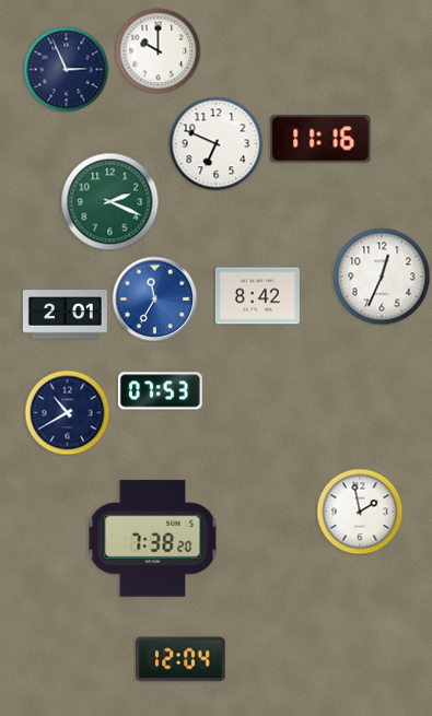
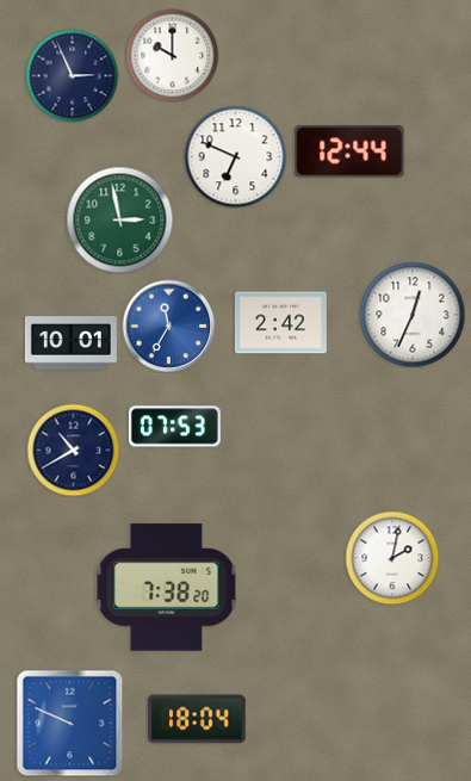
clock at (320, 139): 11:16 -> 12:44
clock at (109, 201): 2:19 -> 2:58
clock at (382, 277) position: (382, 277) -> (413, 315)
clock at (257, 296): 8:42 -> 2:42
clock at (65, 315): 2:01 -> 10:01
clock at (360, 512): 1:58 -> 2:02
clock at (182, 659): 12:04 -> 18:04
clock at (69, 723): none -> 9:49
